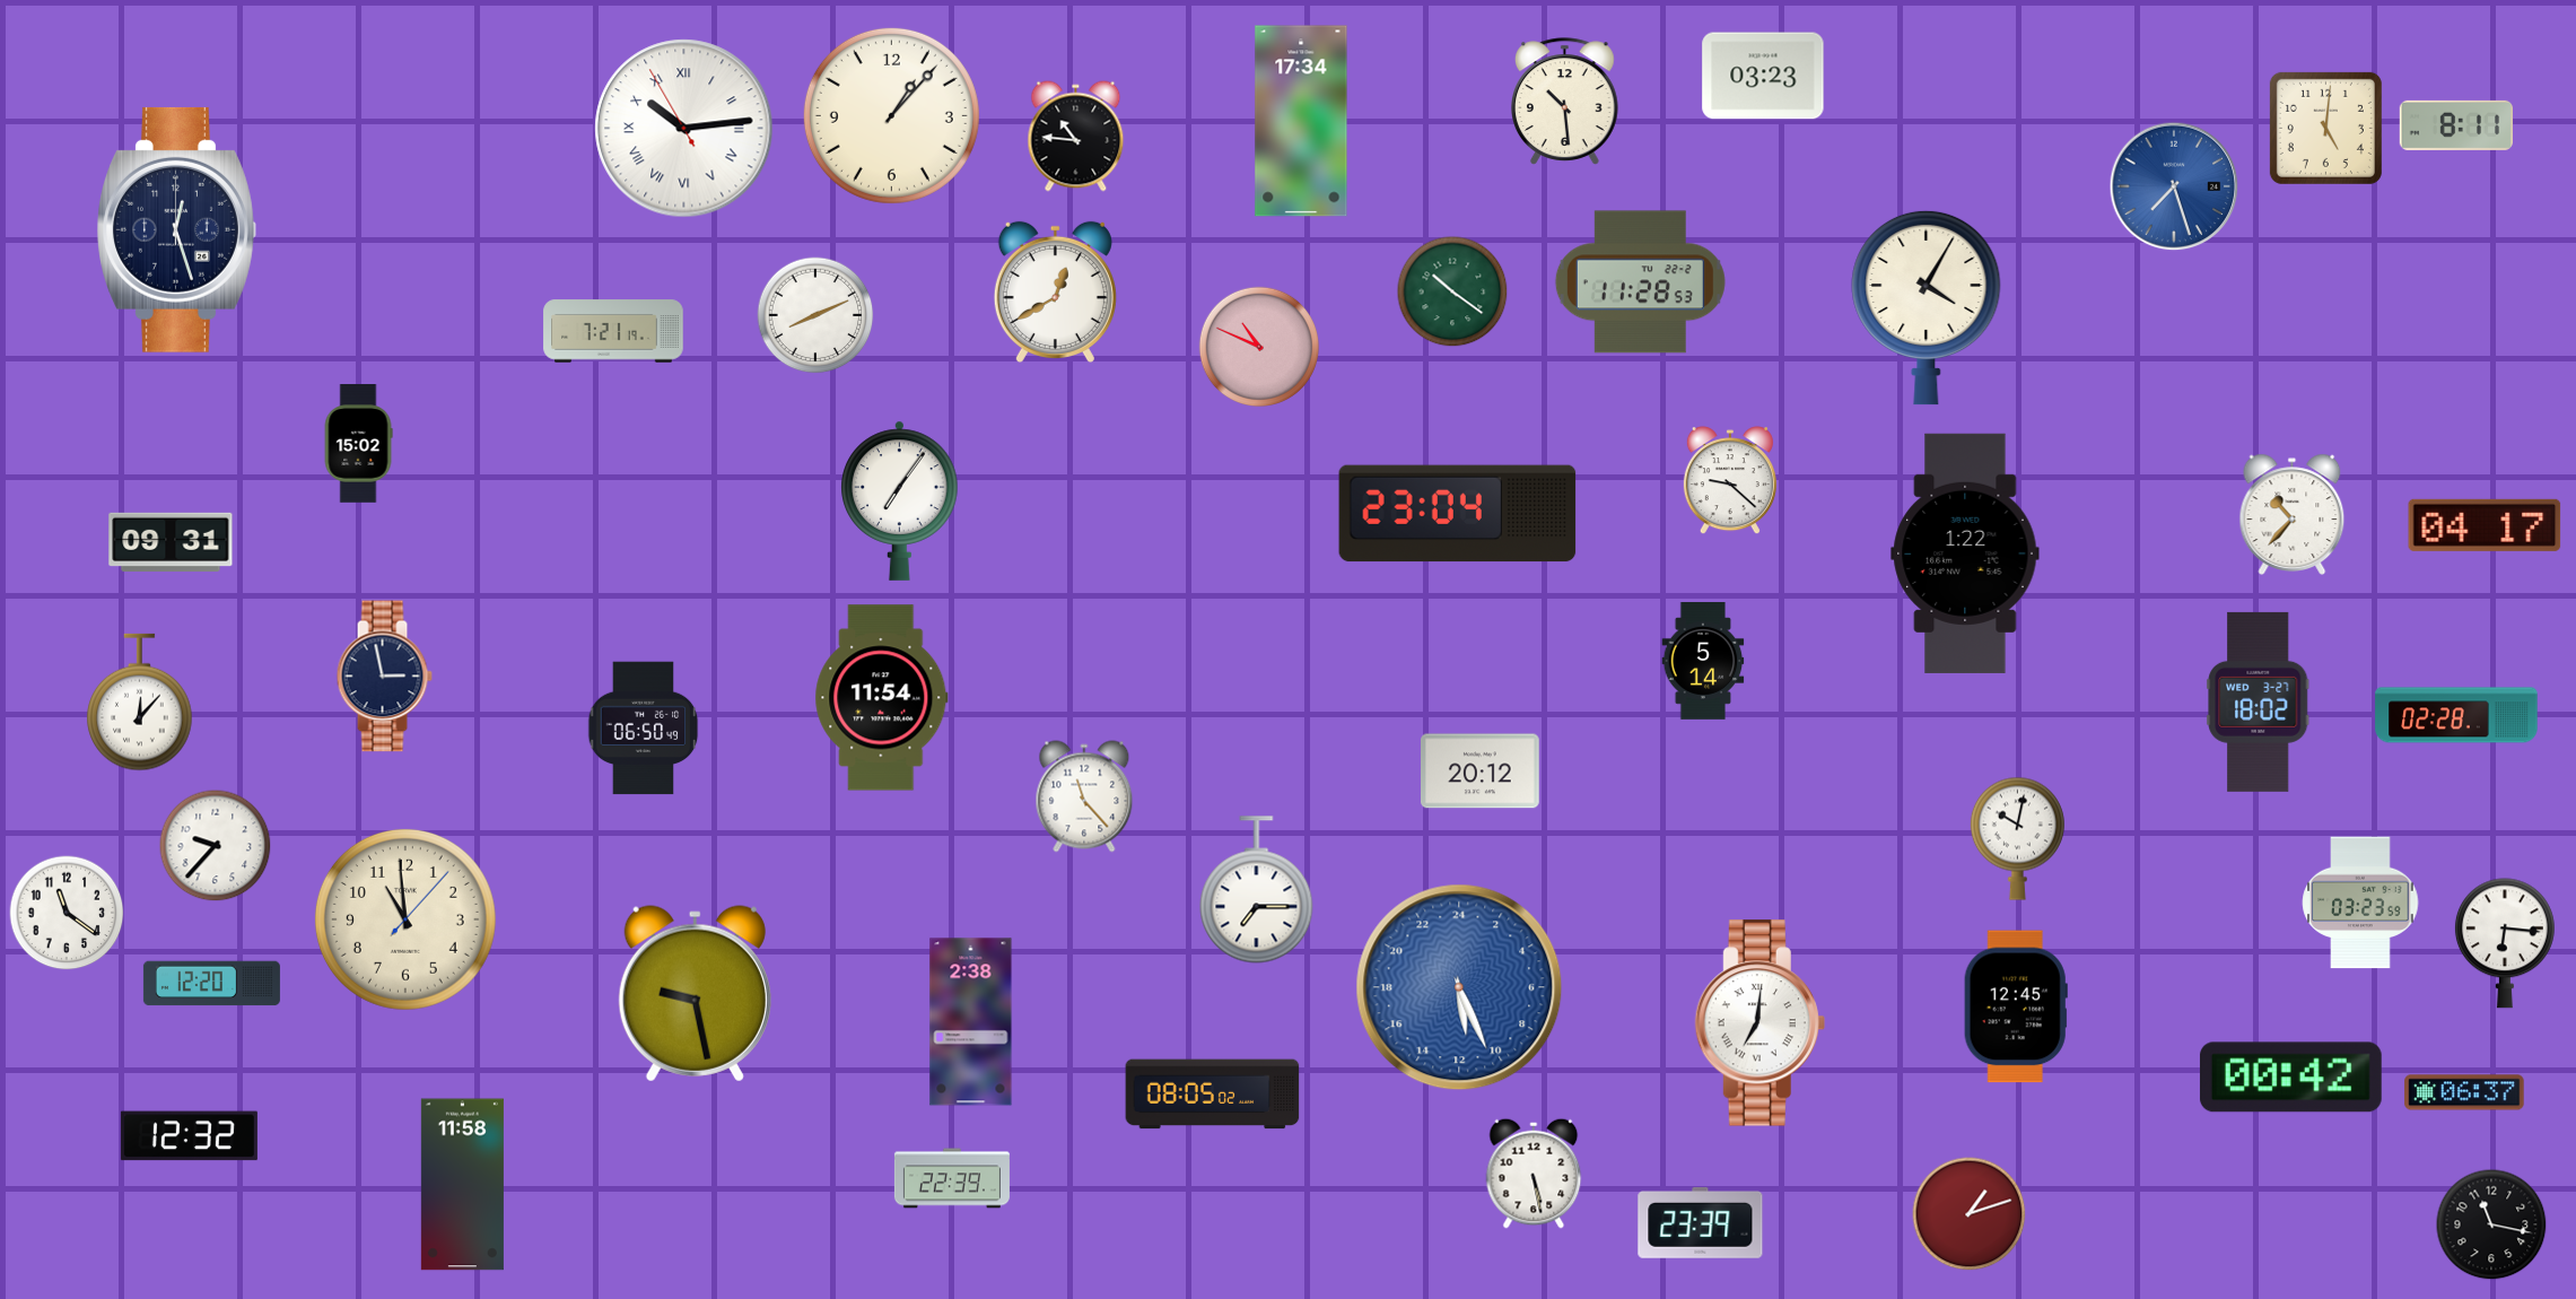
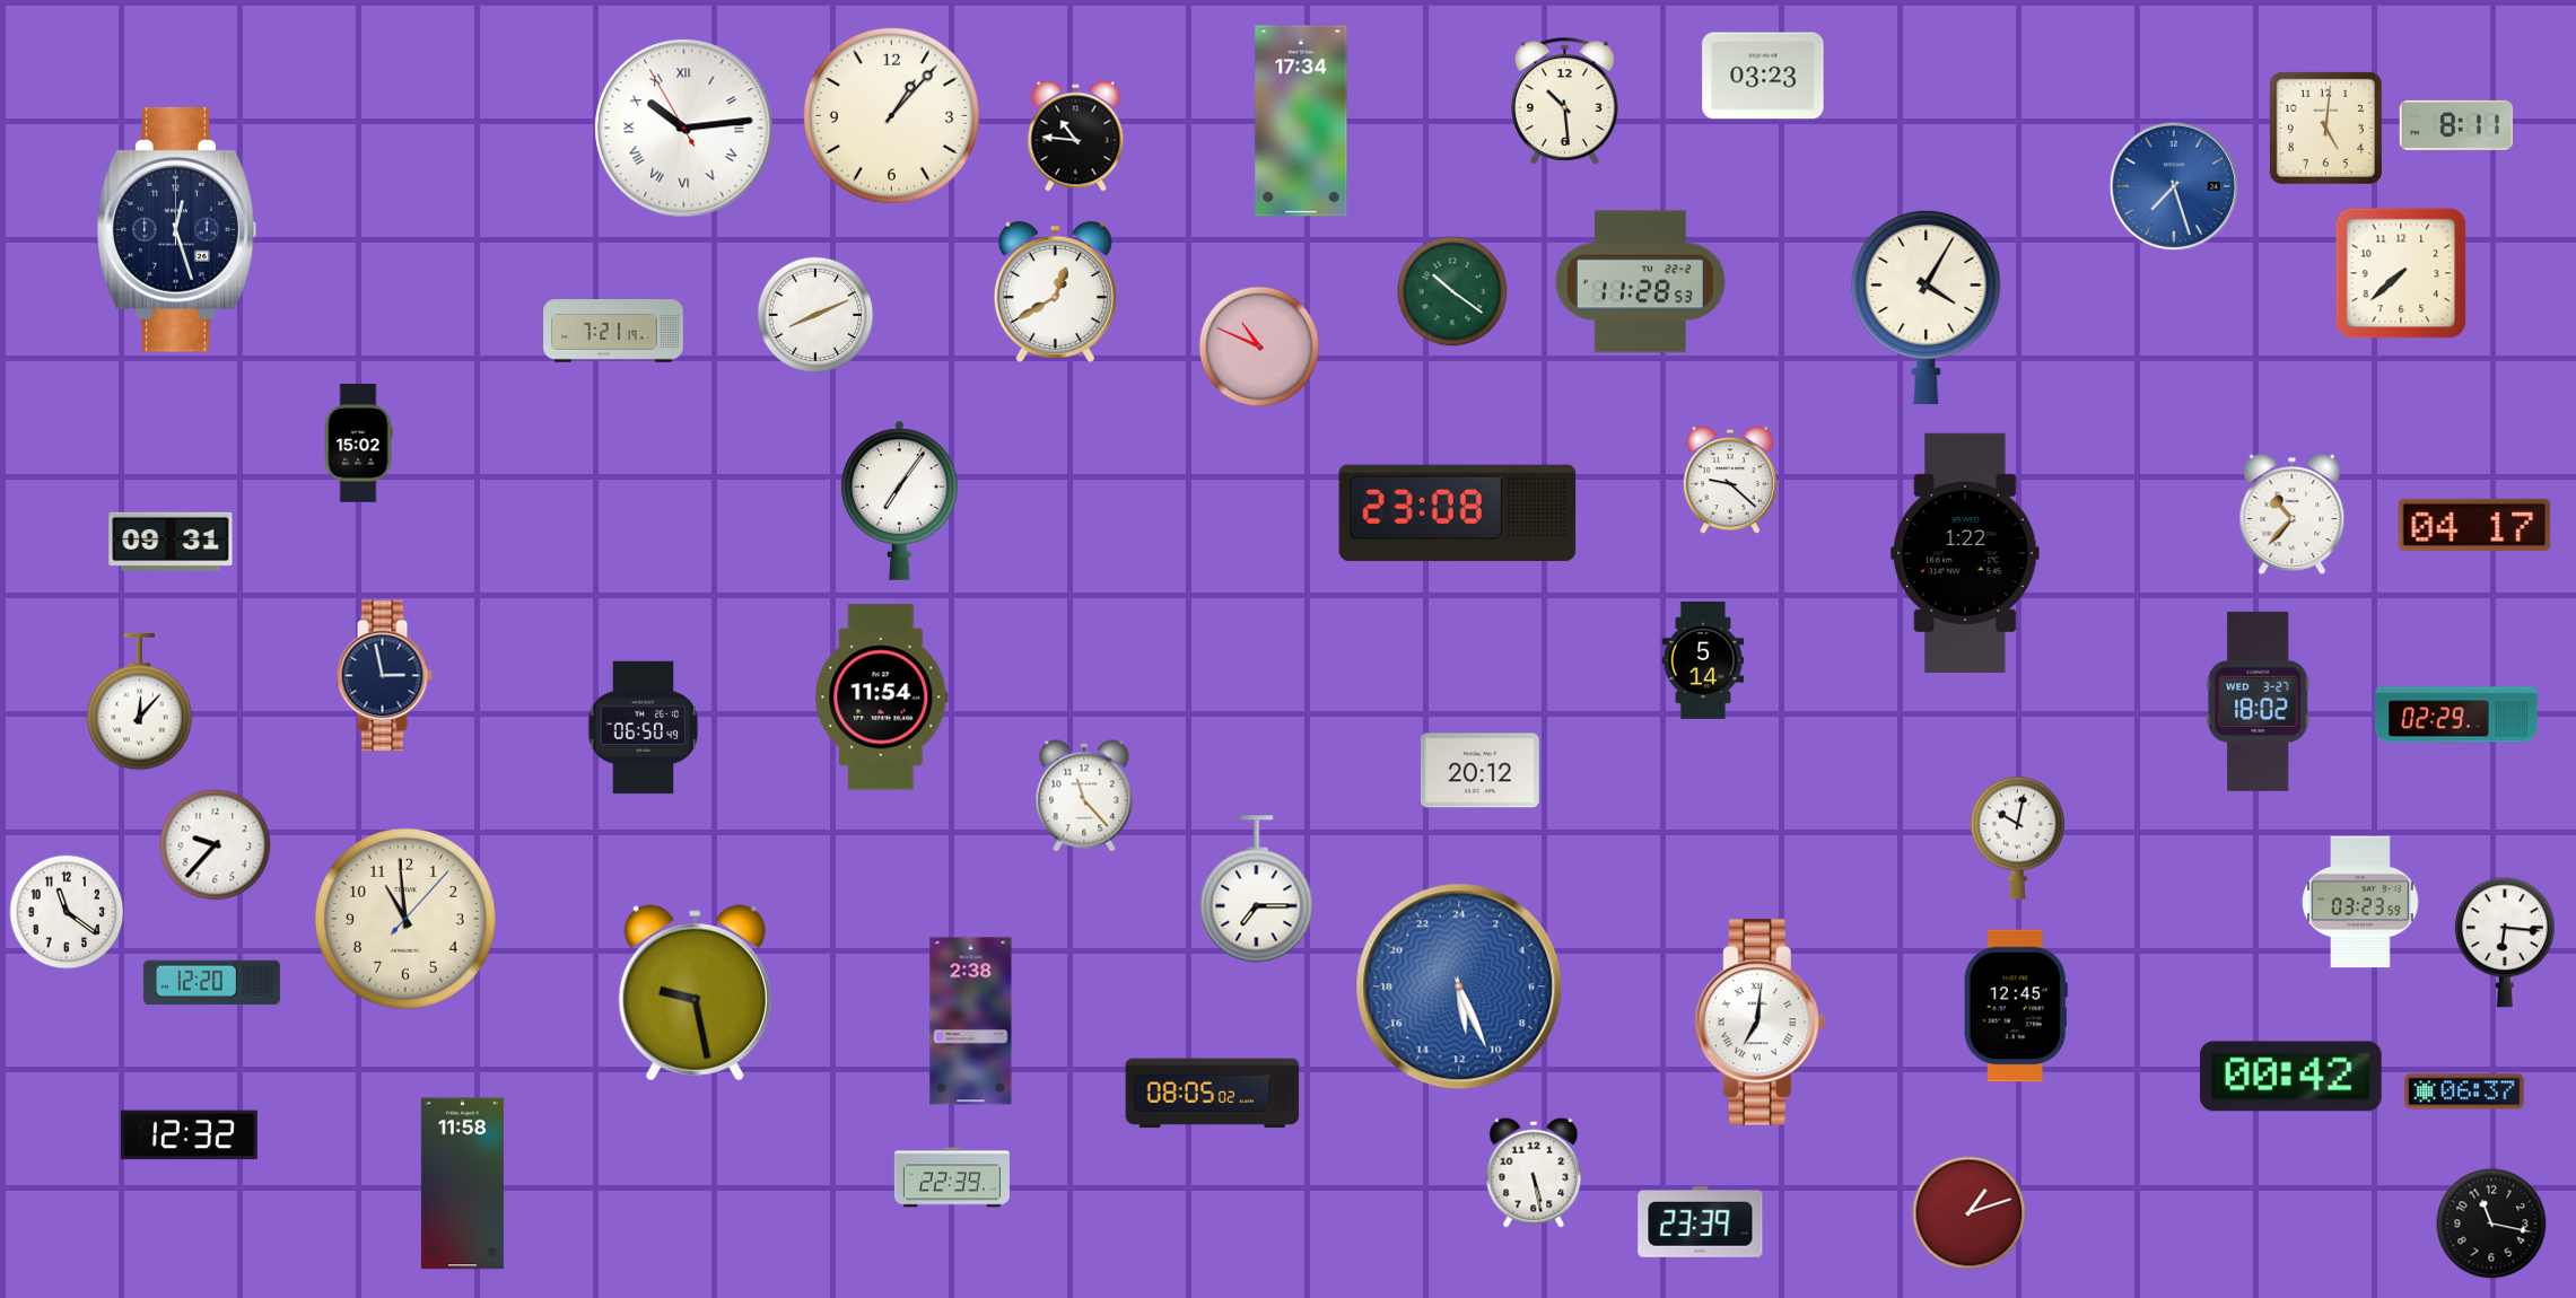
clock at (2401, 273): none -> 7:38
clock at (1458, 514): 23:04 -> 23:08
clock at (2485, 525) position: (2485, 525) -> (2474, 525)
clock at (2456, 715): 02:28 -> 02:29
